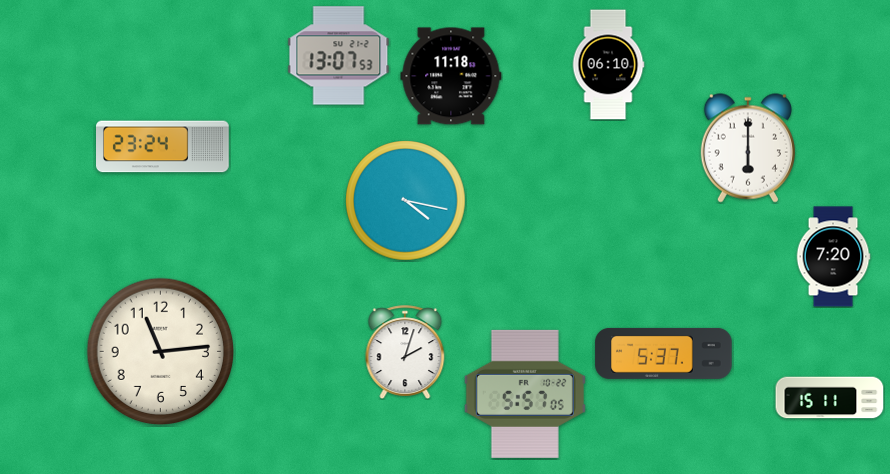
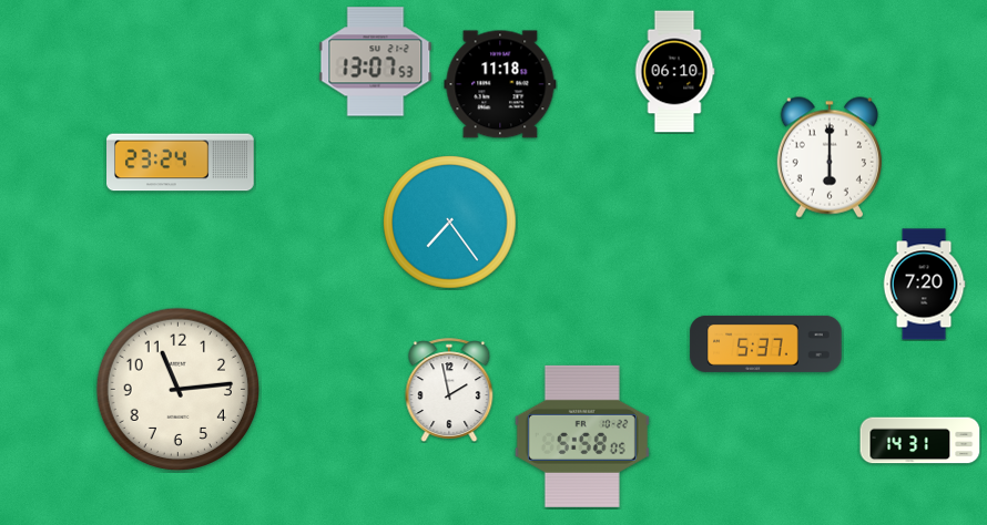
clock at (748, 148) position: (748, 148) -> (830, 157)
clock at (406, 201): 4:17 -> 7:24
clock at (405, 352): 2:03 -> 1:58
clock at (664, 353) position: (664, 353) -> (766, 343)
clock at (525, 394): 5:57 -> 5:58
clock at (830, 398): 15:11 -> 14:31
